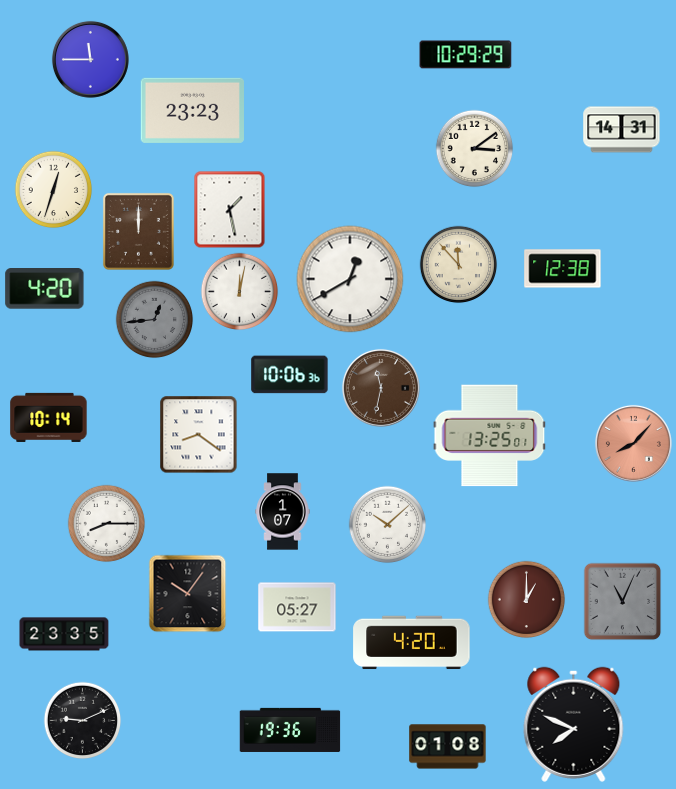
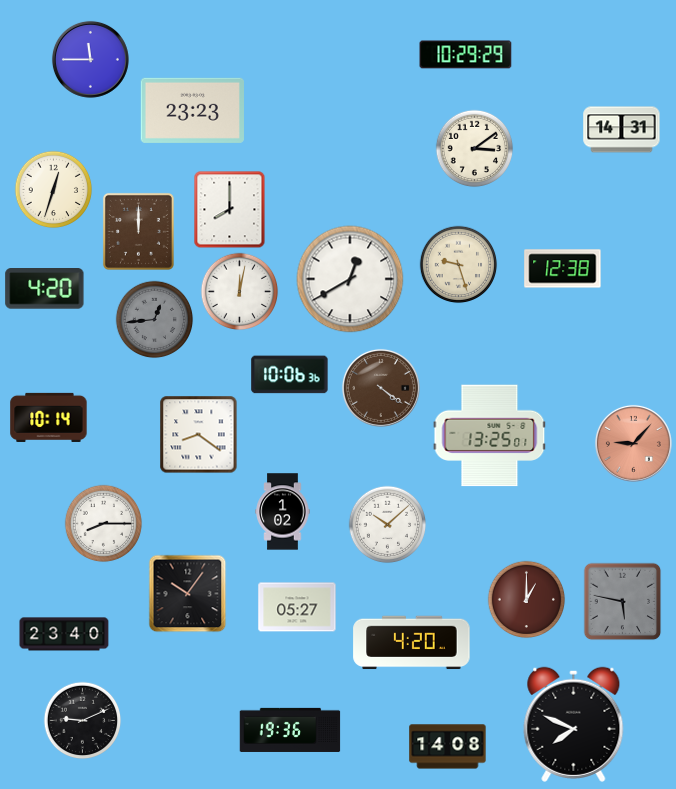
clock at (230, 209): 1:28 -> 8:00
clock at (458, 264): 11:53 -> 9:27
clock at (381, 388): 11:32 -> 4:21
clock at (633, 443): 8:07 -> 9:07
clock at (283, 512): 1:07 -> 1:02
clock at (106, 523) position: (106, 523) -> (103, 523)
clock at (622, 601): 11:04 -> 5:47
clock at (64, 634): 23:35 -> 23:40
clock at (448, 747): 01:08 -> 14:08
